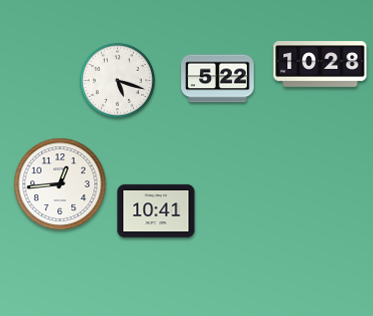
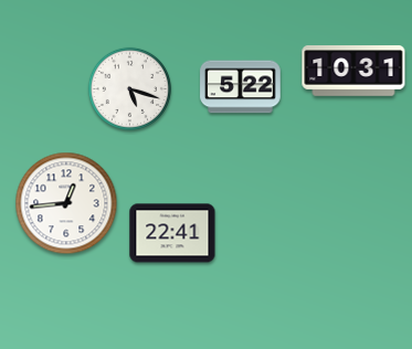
clock at (320, 64): 10:28 -> 10:31
clock at (156, 211): 10:41 -> 22:41
